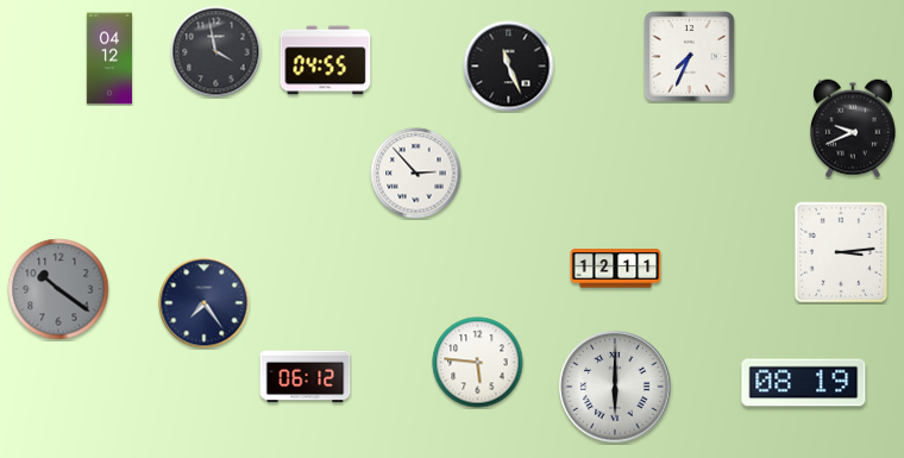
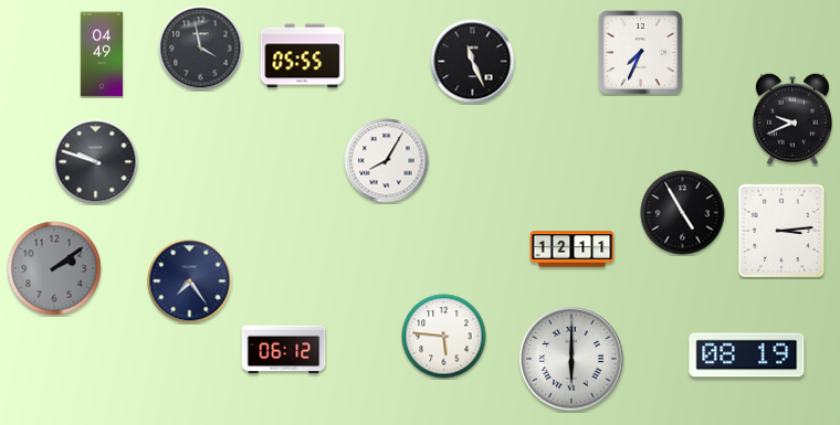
clock at (109, 58): 04:12 -> 04:49
clock at (326, 61): 04:55 -> 05:55
clock at (416, 174): 2:53 -> 8:05
clock at (96, 162): none -> 9:48
clock at (683, 213): none -> 4:55
clock at (841, 252) position: (841, 252) -> (781, 231)
clock at (58, 289): 10:21 -> 2:09
